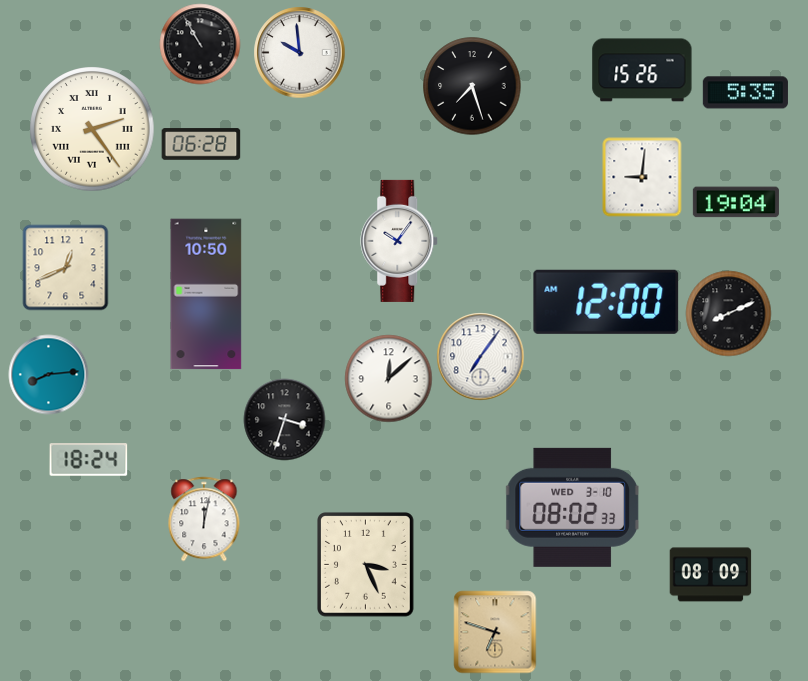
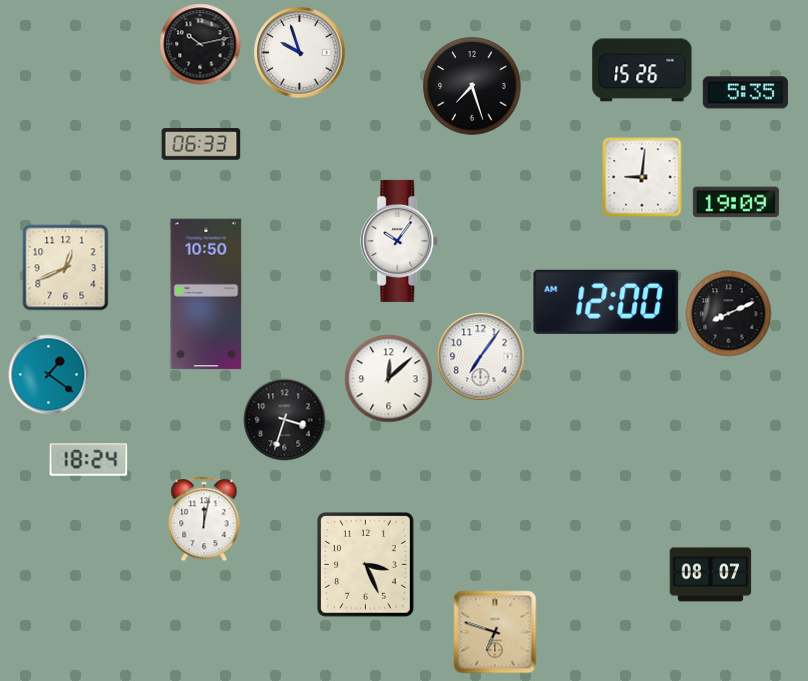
clock at (200, 44): 10:55 -> 10:13
clock at (300, 53): 9:59 -> 9:57
clock at (92, 129): 2:24 -> none
clock at (201, 144): 06:28 -> 06:33
clock at (736, 202): 19:04 -> 19:09
clock at (49, 375): 8:14 -> 1:21
clock at (572, 507): 08:02 -> none
clock at (711, 575): 08:09 -> 08:07
